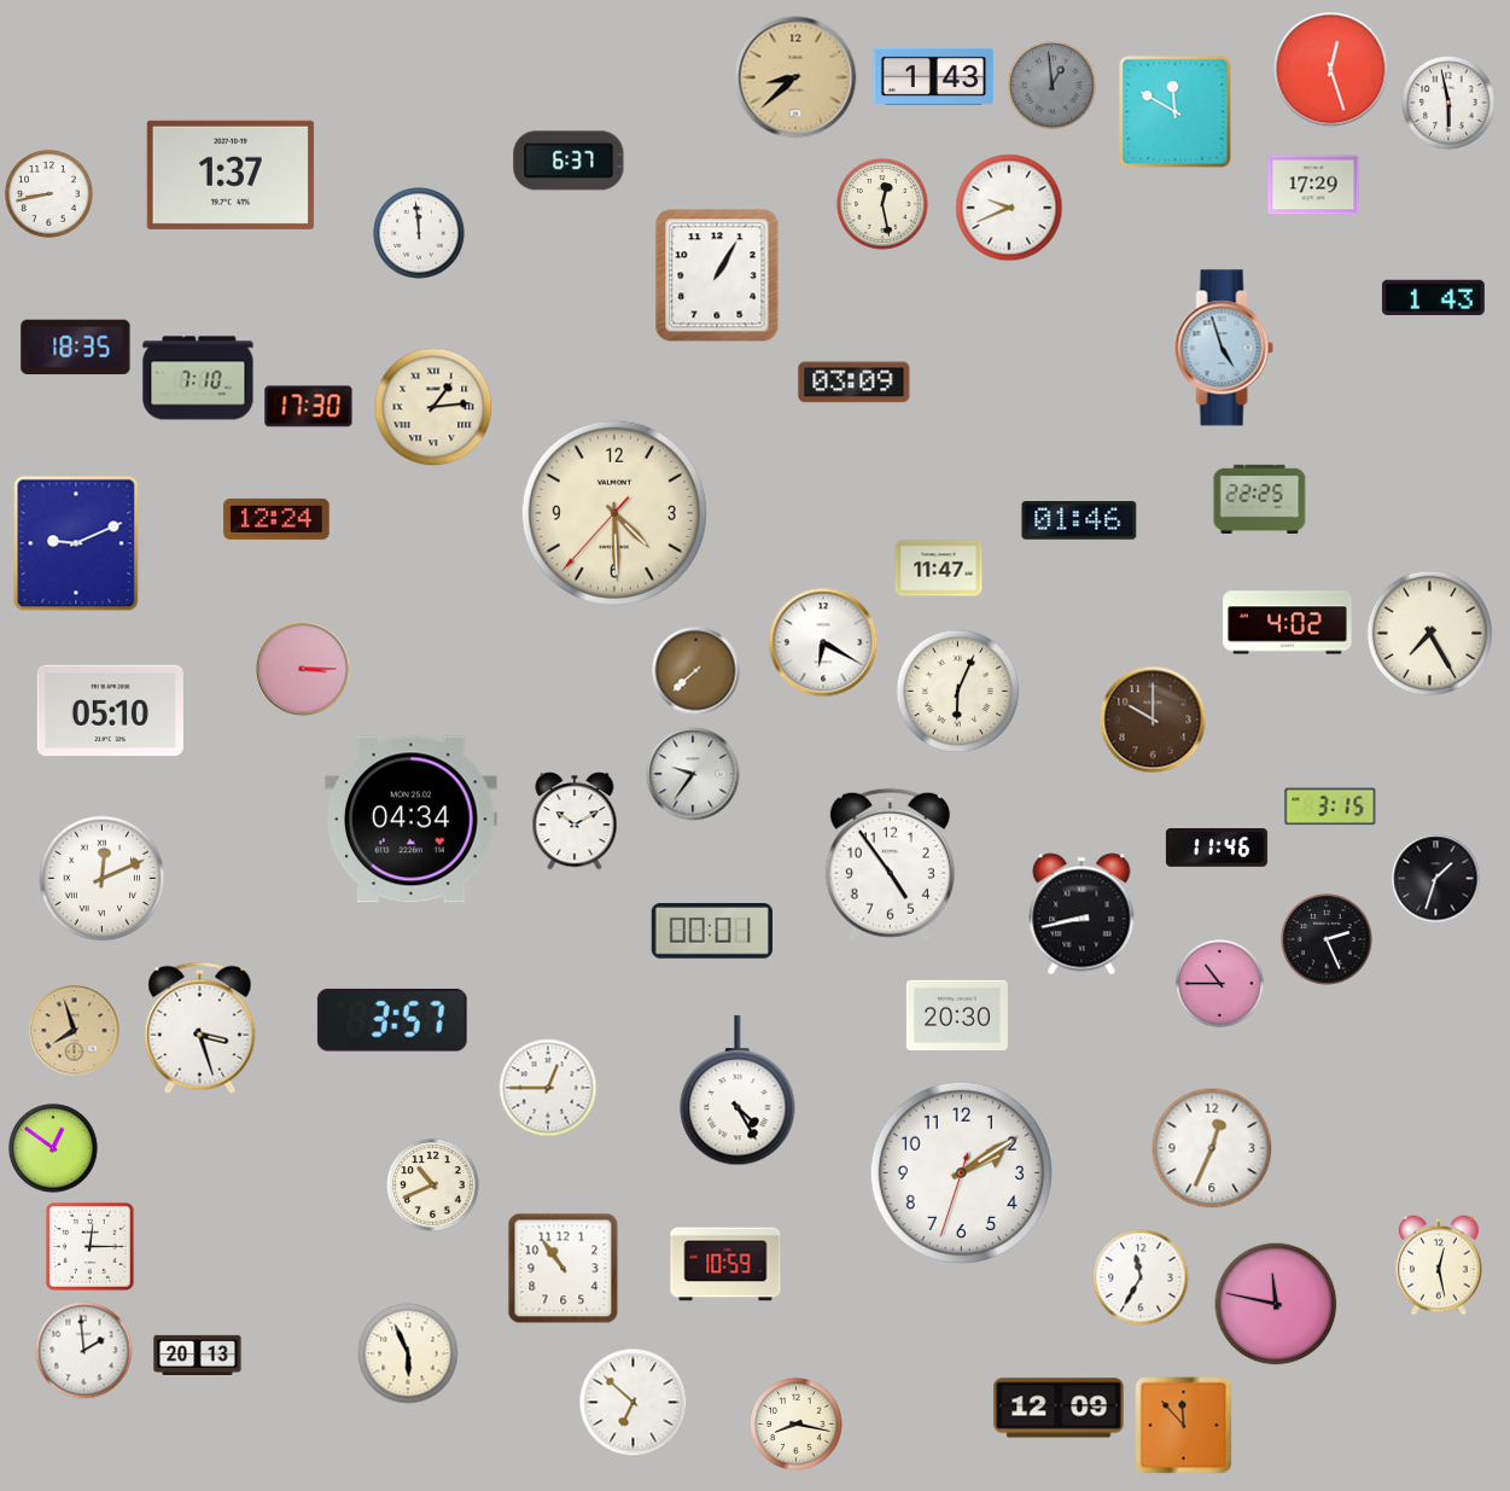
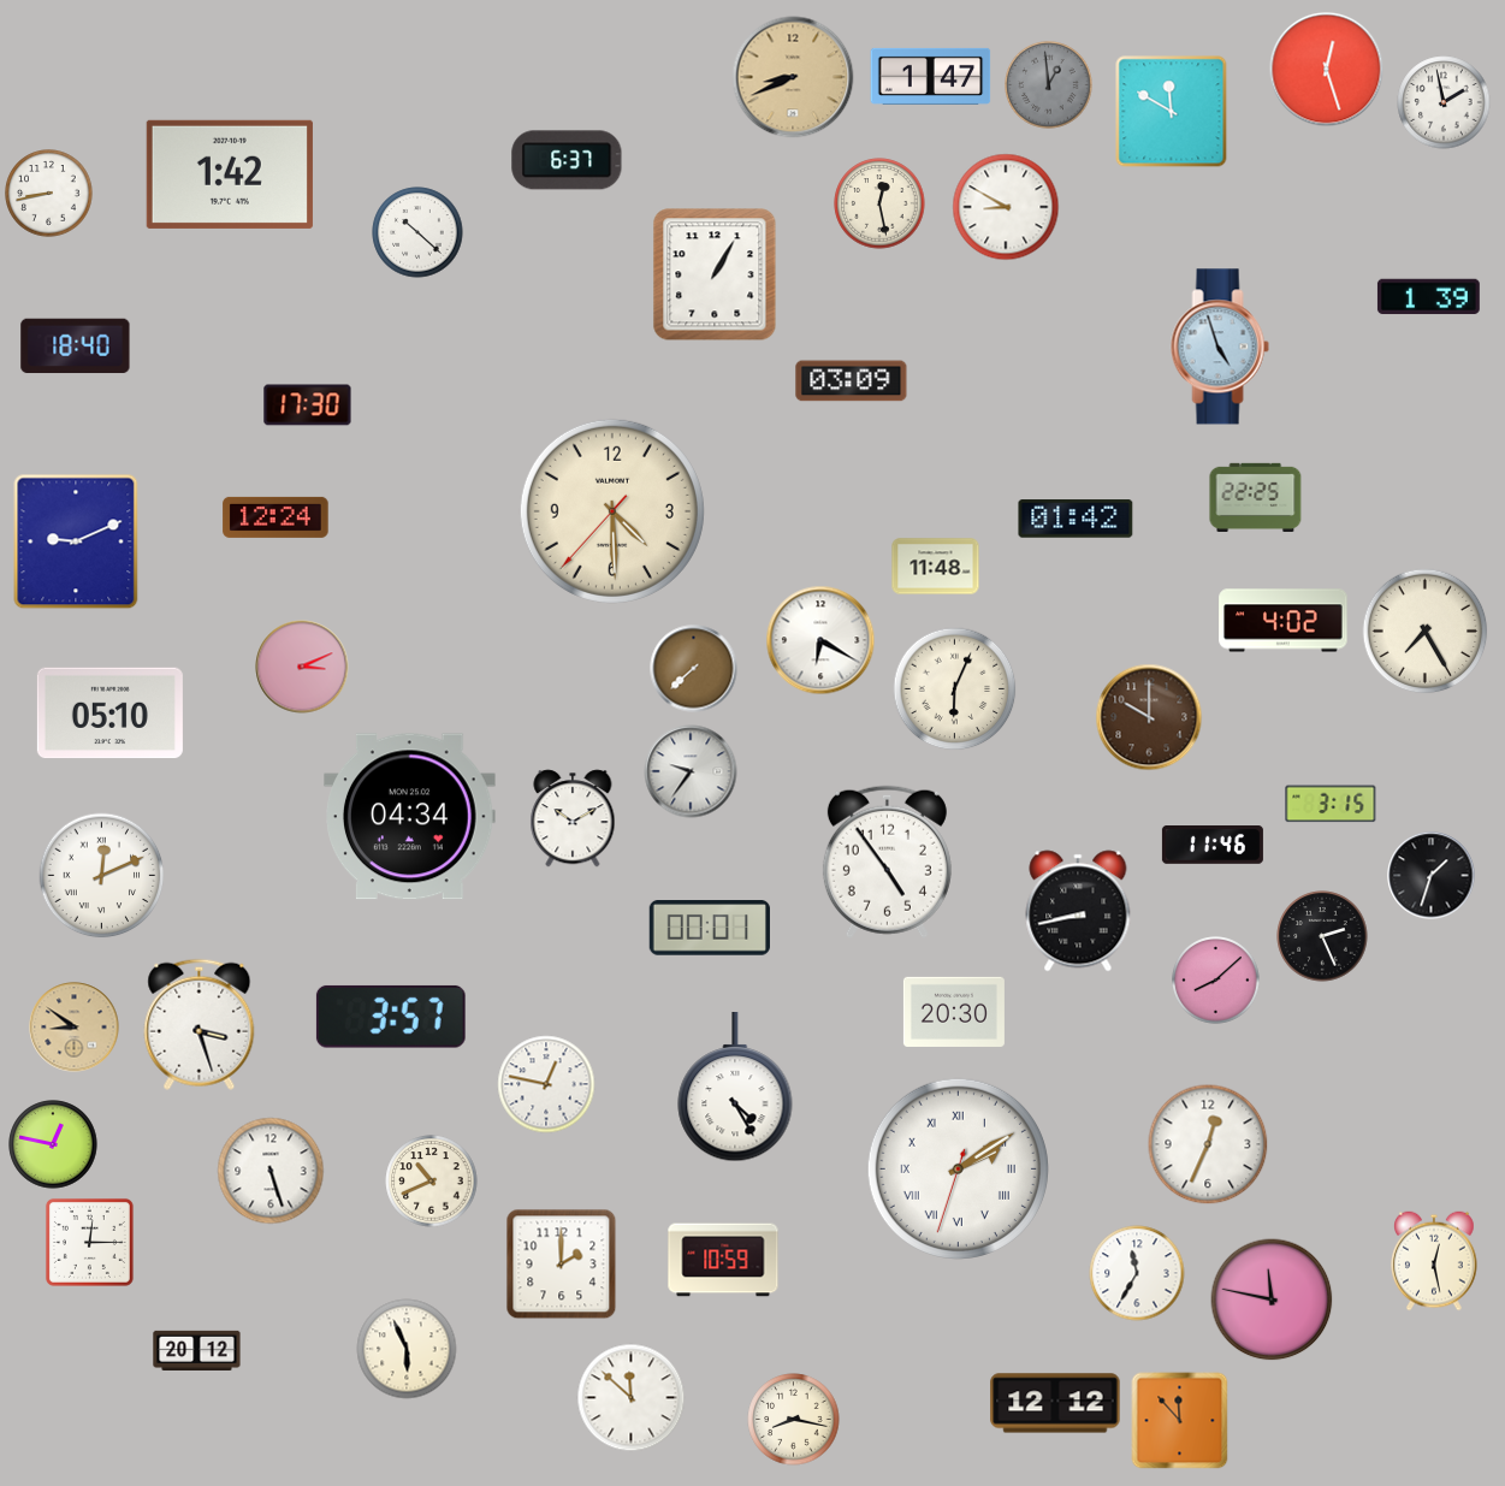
clock at (934, 76): 1:43 -> 1:47
clock at (795, 77): 8:38 -> 8:41
clock at (1448, 103): 5:58 -> 1:58
clock at (231, 175): 1:37 -> 1:42
clock at (1313, 185): 17:29 -> none
clock at (1009, 208): 9:41 -> 8:50
clock at (419, 233): 11:59 -> 10:22
clock at (1433, 298): 1:43 -> 1:39
clock at (76, 348): 18:35 -> 18:40
clock at (198, 378): 7:10 -> none
clock at (433, 407): 1:14 -> none
clock at (1079, 520): 01:46 -> 01:42
clock at (939, 569): 11:47 -> 11:48
clock at (303, 669): 3:15 -> 3:11
clock at (110, 711) position: (110, 711) -> (109, 714)
clock at (1330, 806) position: (1330, 806) -> (1331, 804)
clock at (1220, 984): 10:45 -> 8:08
clock at (75, 1031): 7:57 -> 8:51
clock at (548, 1088): 12:45 -> 12:47
clock at (53, 1148): 12:51 -> 12:47
clock at (961, 1172) numerals: Arabic -> Roman
clock at (271, 1171): none -> 5:27
clock at (564, 1269): 10:54 -> 2:00
clock at (84, 1351): 1:59 -> none
clock at (198, 1355): 20:13 -> 20:12
clock at (634, 1403): 6:52 -> 11:52
clock at (1059, 1408): 12:09 -> 12:12
